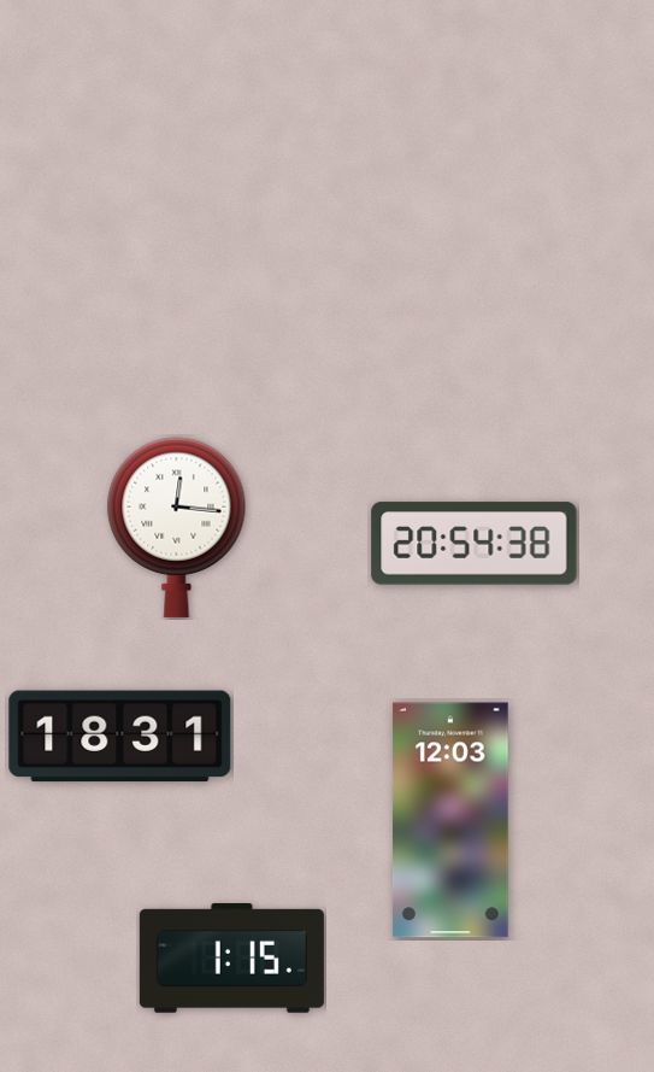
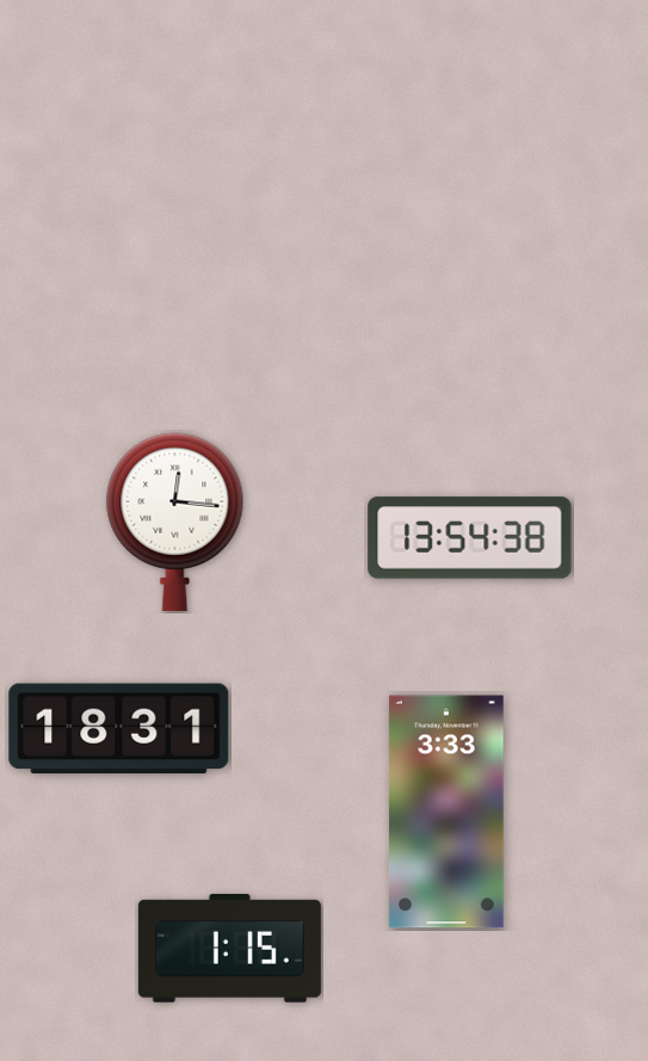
clock at (475, 544): 20:54 -> 13:54
clock at (450, 820): 12:03 -> 3:33
